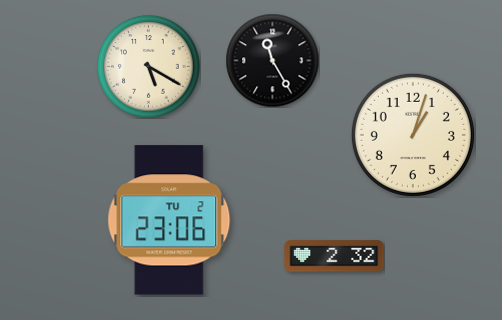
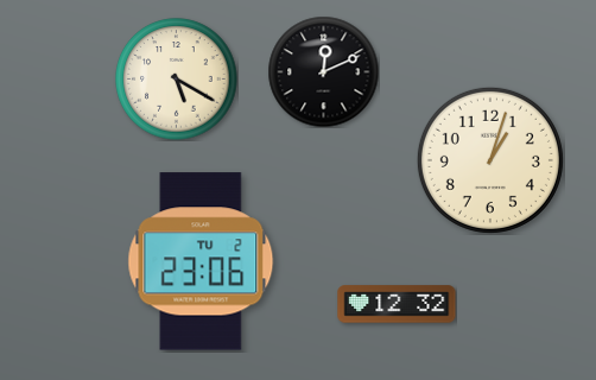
clock at (272, 60): 11:25 -> 12:11
clock at (334, 256): 2:32 -> 12:32
